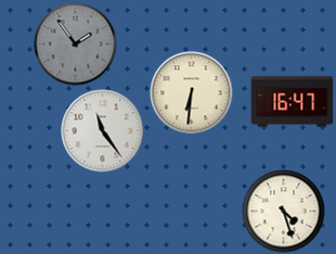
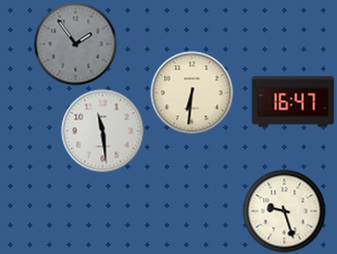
clock at (103, 131): 11:24 -> 11:29
clock at (284, 212): 4:27 -> 9:27
